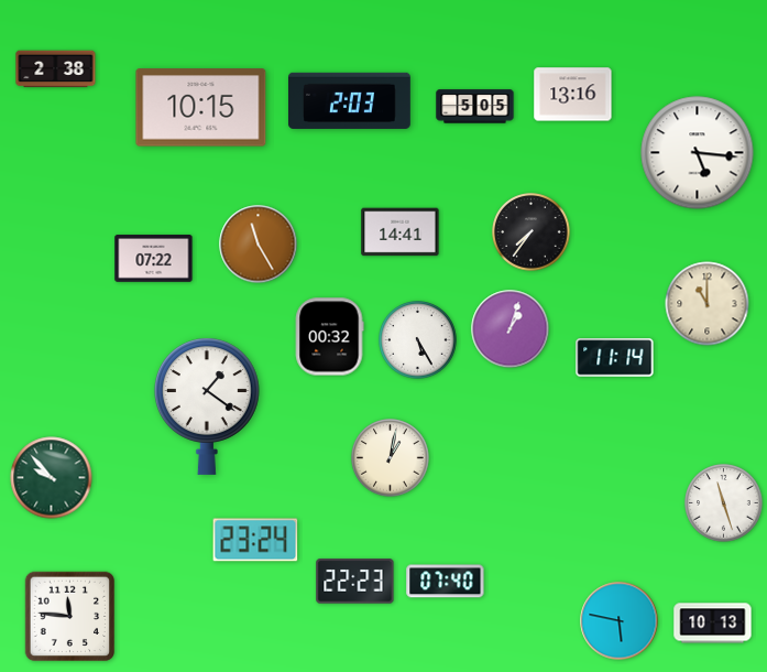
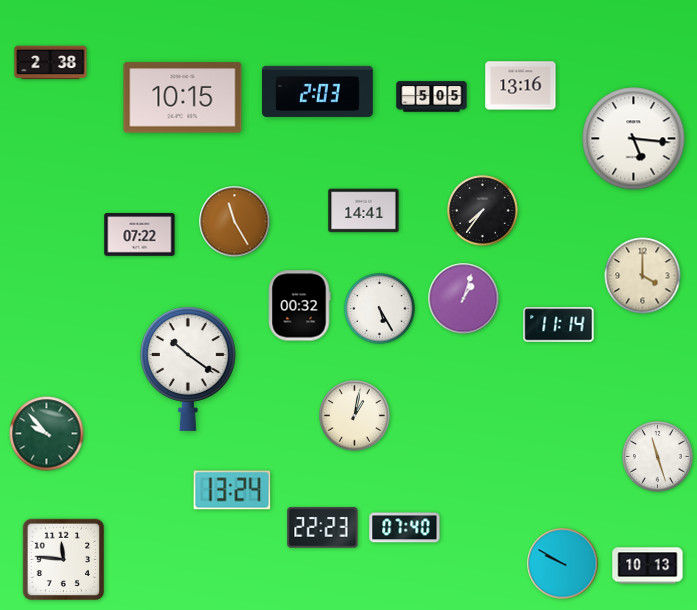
clock at (708, 304): 11:00 -> 4:00
clock at (207, 407): 1:21 -> 10:21
clock at (255, 540): 23:24 -> 13:24
clock at (620, 621): 5:47 -> 9:50
